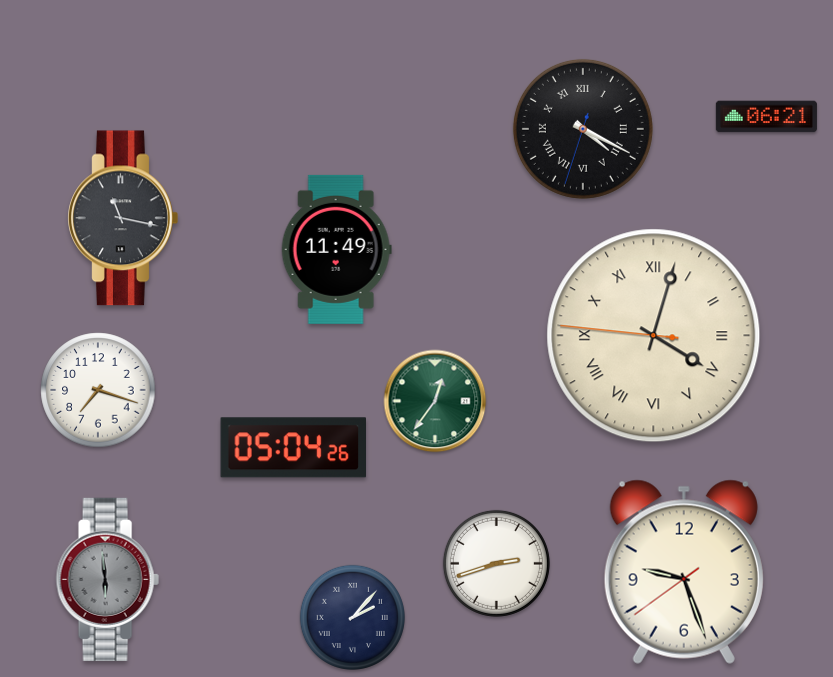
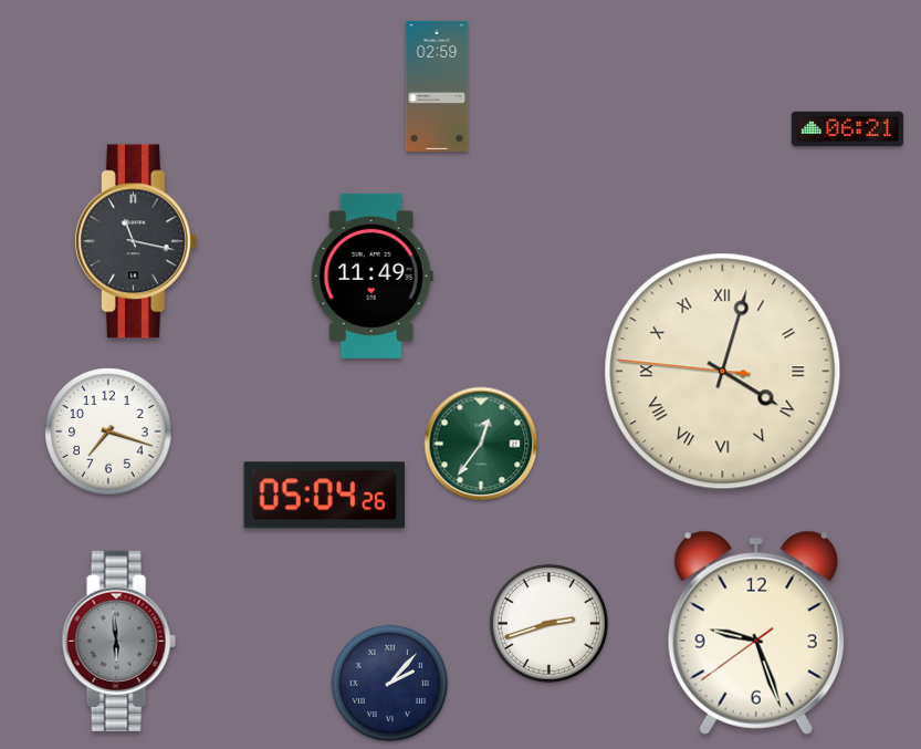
clock at (437, 86): none -> 02:59
clock at (583, 129): 4:19 -> none
